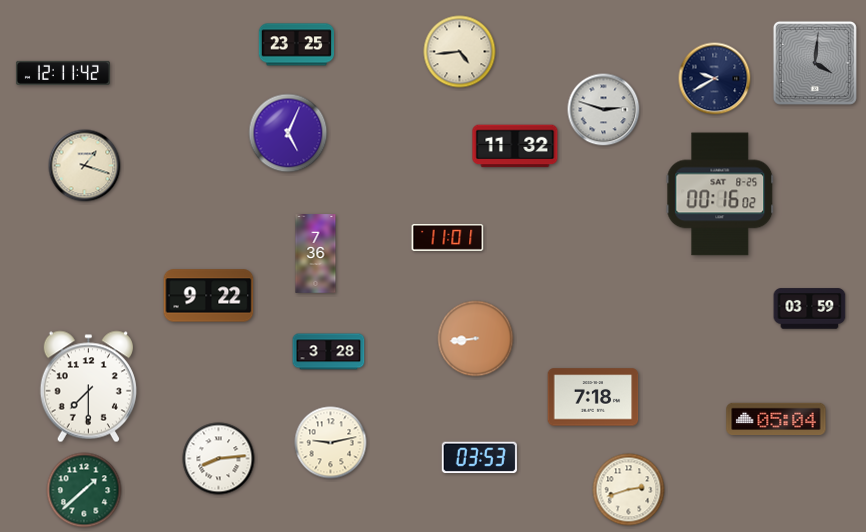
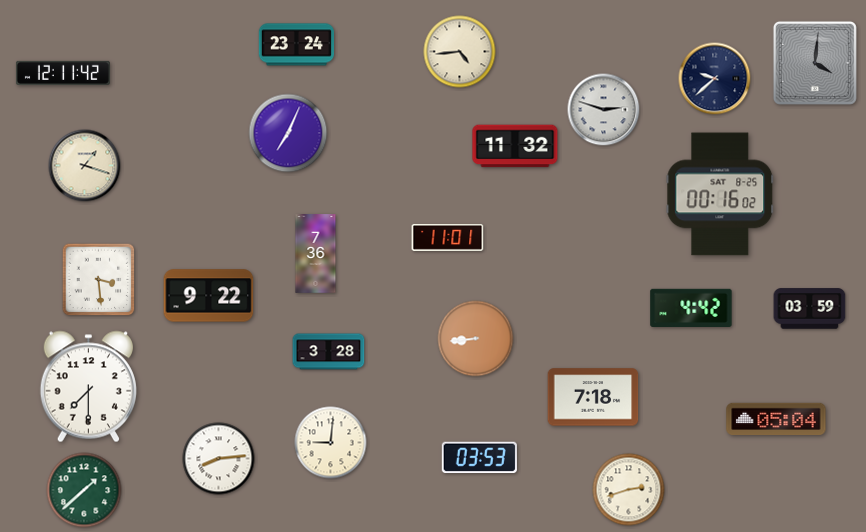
clock at (296, 45): 23:25 -> 23:24
clock at (715, 79): 9:40 -> 9:38
clock at (288, 133): 5:04 -> 7:04
clock at (99, 280): none -> 3:29
clock at (691, 307): none -> 4:42
clock at (331, 443): 9:13 -> 9:01
